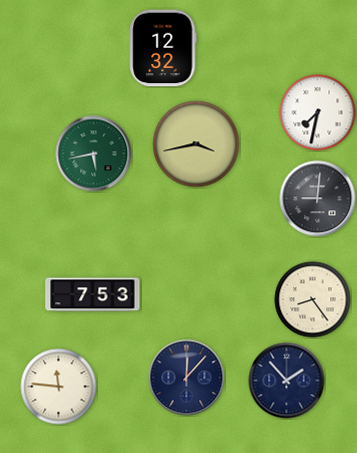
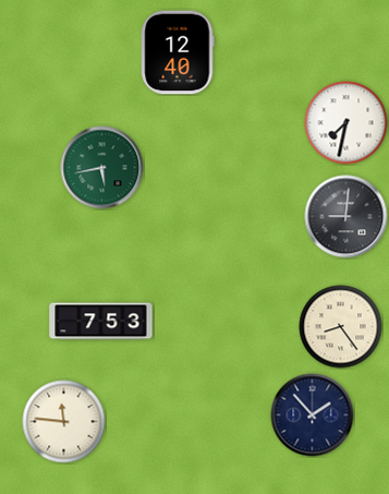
clock at (163, 48): 12:32 -> 12:40
clock at (196, 144): 3:43 -> none
clock at (187, 378): 12:07 -> none
